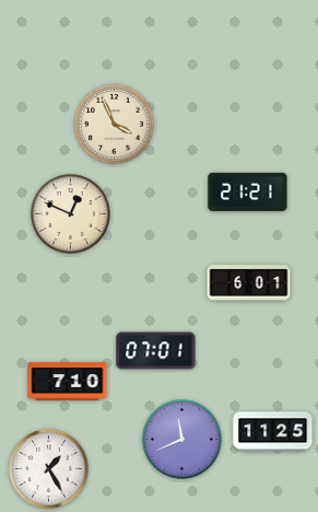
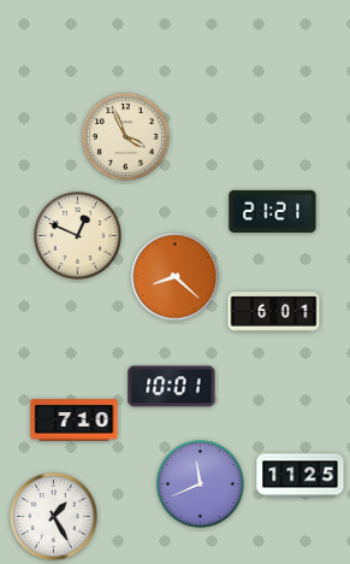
clock at (176, 277): none -> 8:22
clock at (156, 351): 07:01 -> 10:01
